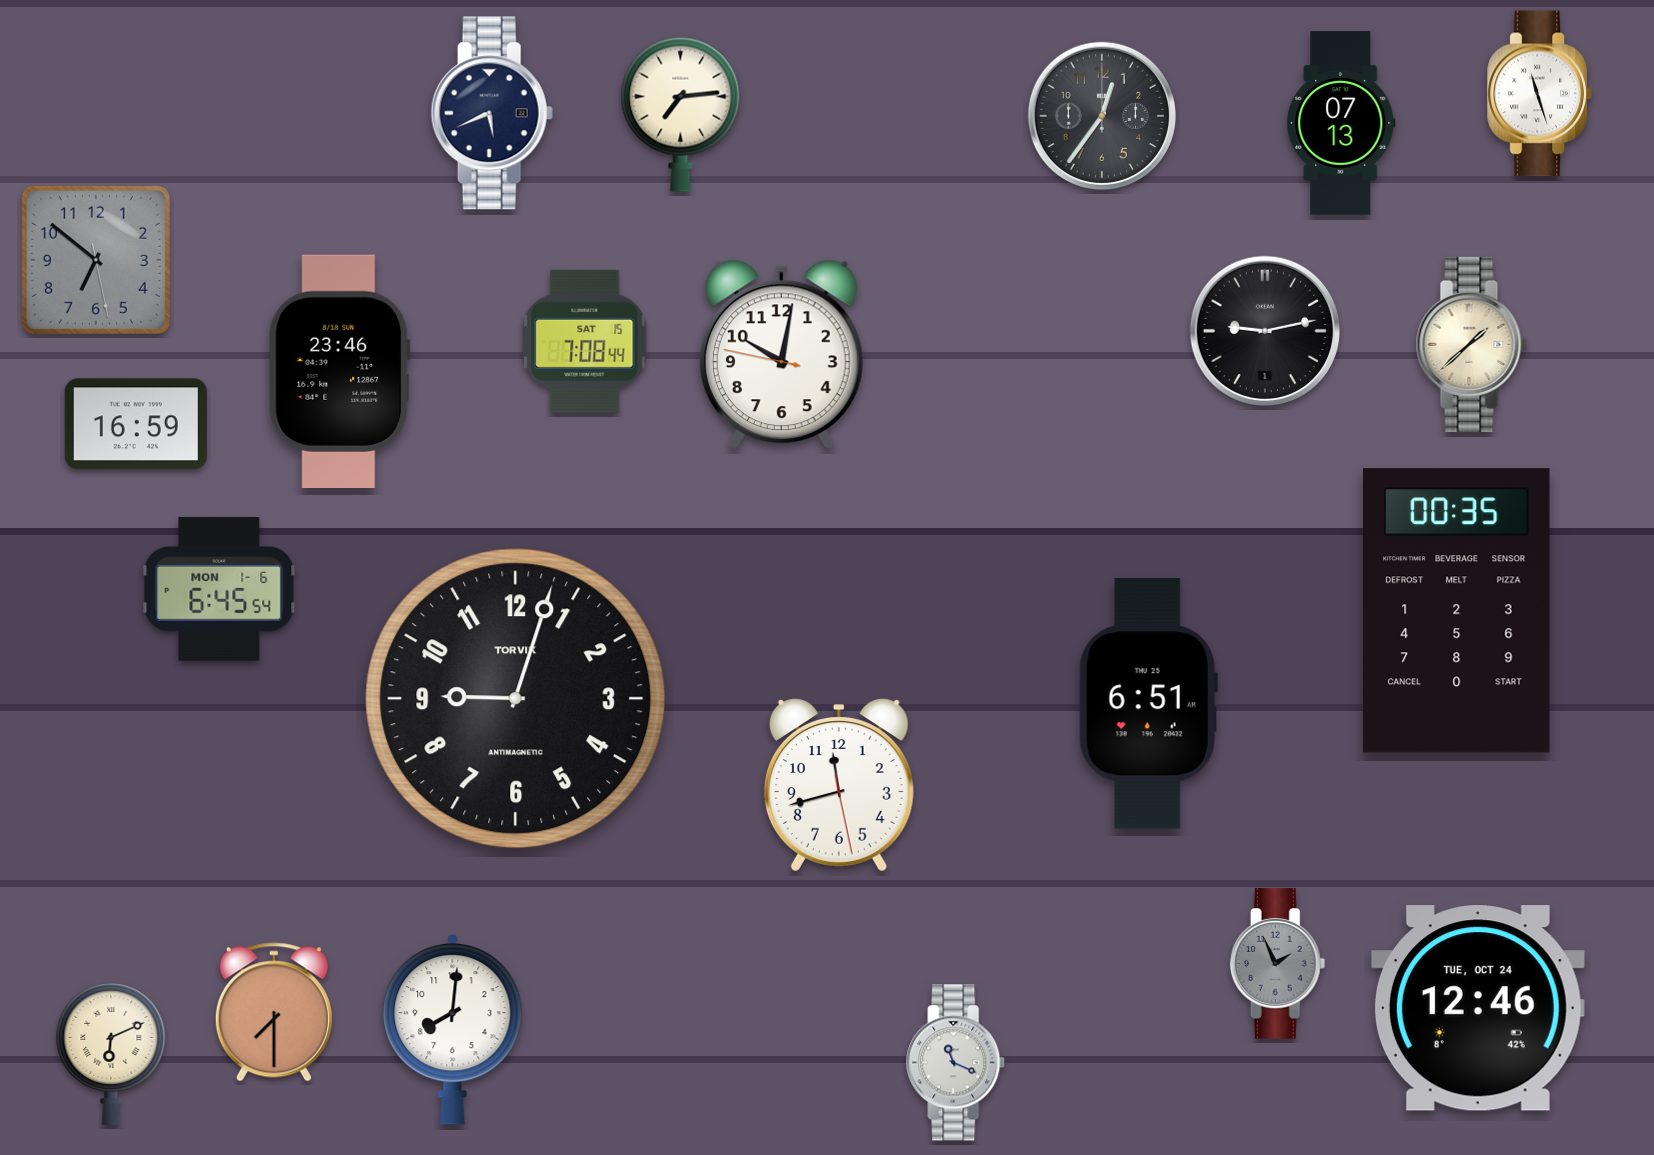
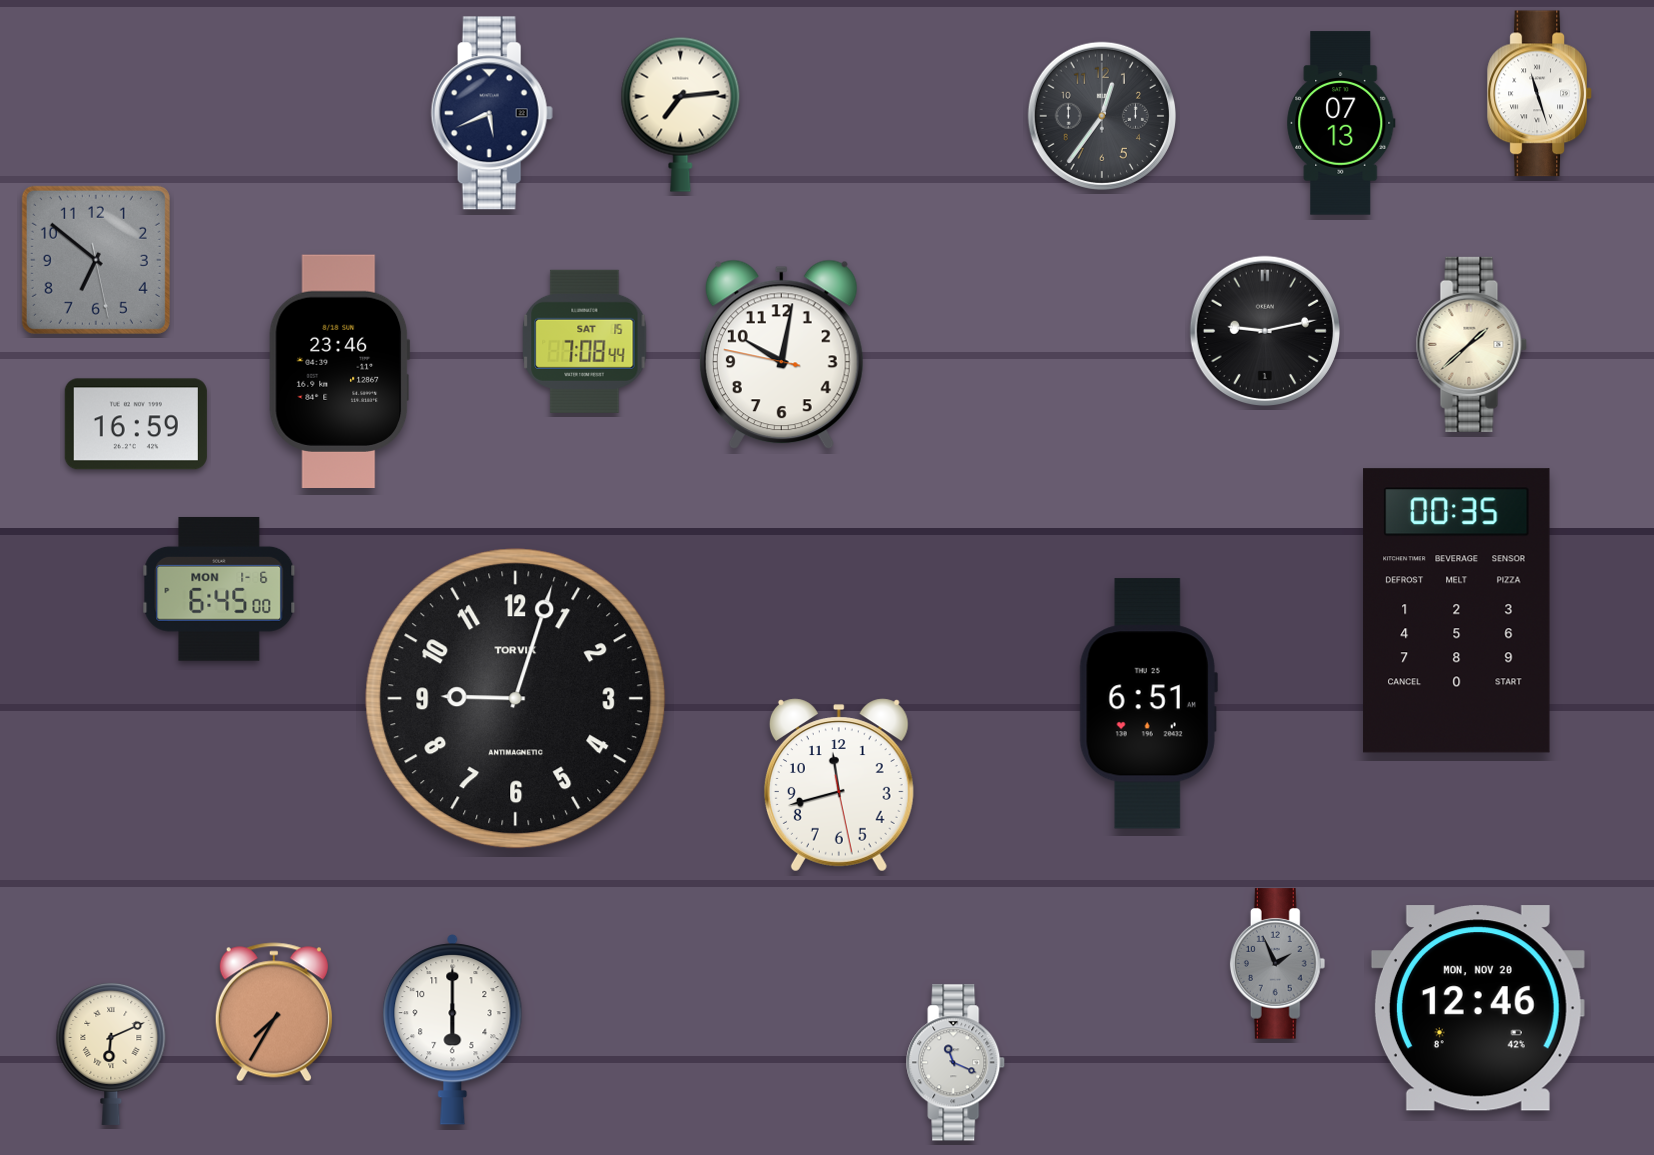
clock at (219, 589): 6:45:54 -> 6:45:00
clock at (1478, 1008) date: TUE, OCT 24 -> MON, NOV 20
clock at (274, 1012): 7:30 -> 7:35
clock at (453, 1030): 8:01 -> 6:00
